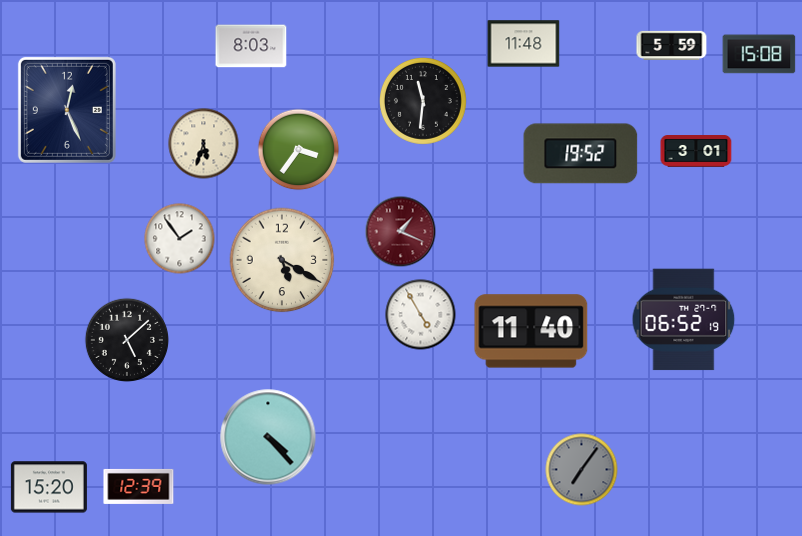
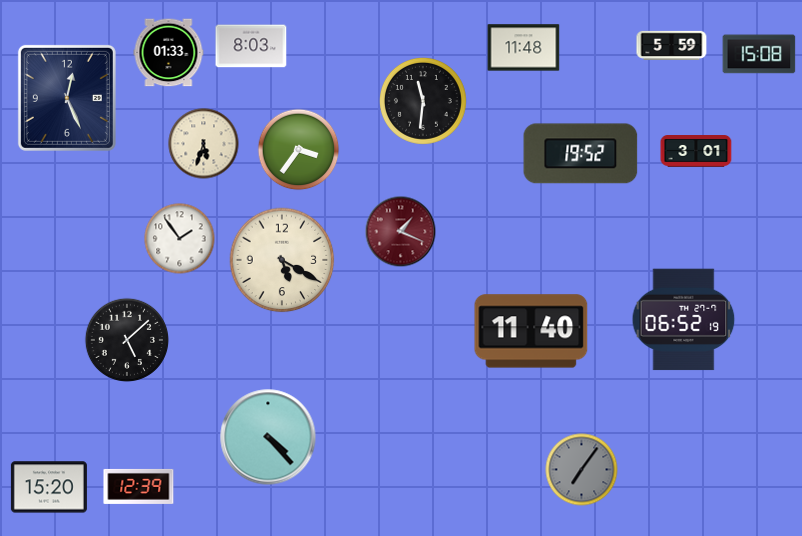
clock at (524, 44) position: (524, 44) -> (524, 48)
clock at (169, 53): none -> 01:33
clock at (67, 110) position: (67, 110) -> (67, 98)
clock at (421, 315): 4:55 -> none
